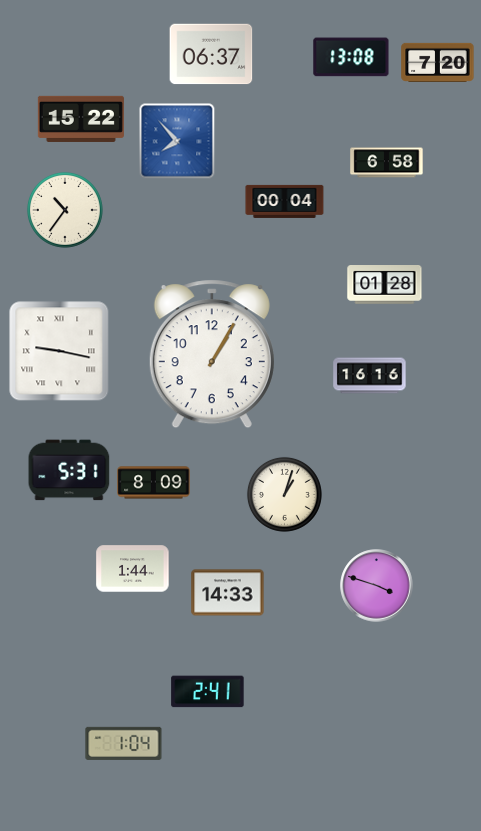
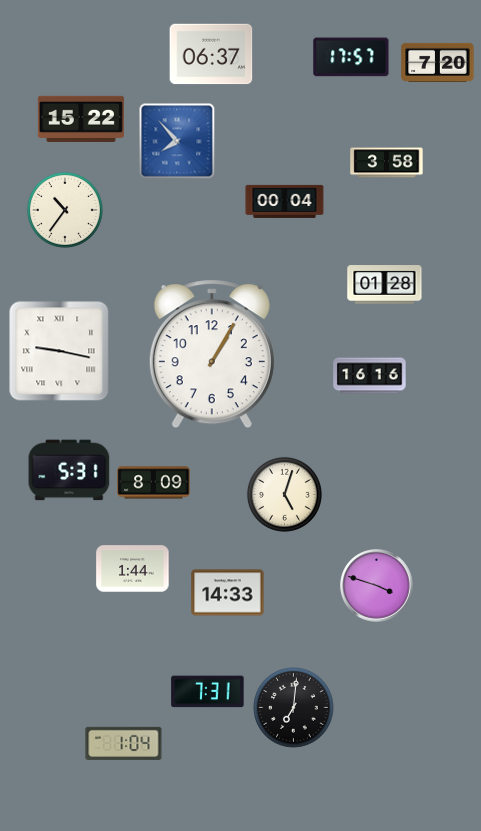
clock at (351, 57): 13:08 -> 17:57
clock at (387, 163): 6:58 -> 3:58
clock at (284, 494): 1:03 -> 5:03
clock at (208, 692): 2:41 -> 7:31
clock at (294, 708): none -> 7:01
